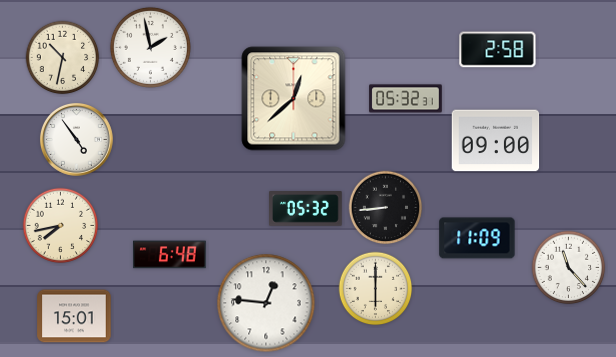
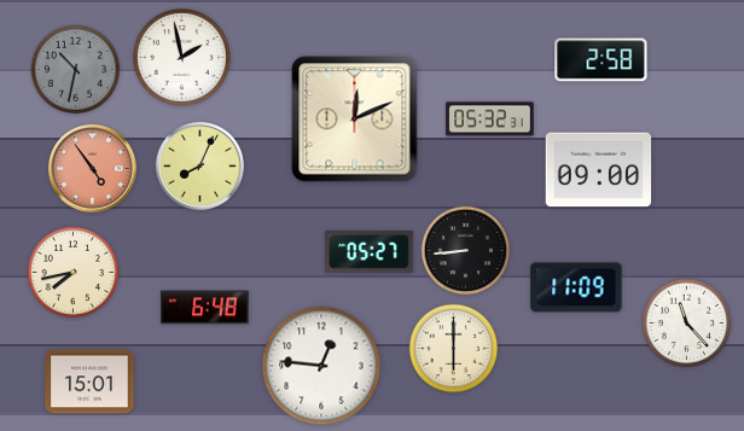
clock at (63, 58) dial: cream -> grey
clock at (294, 99): 12:38 -> 12:11
clock at (199, 165): none -> 8:04
clock at (76, 139) dial: white -> salmon
clock at (306, 209): 05:32 -> 05:27
